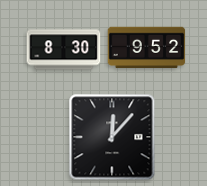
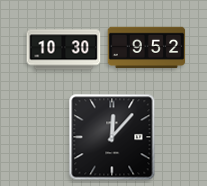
clock at (64, 50): 8:30 -> 10:30
